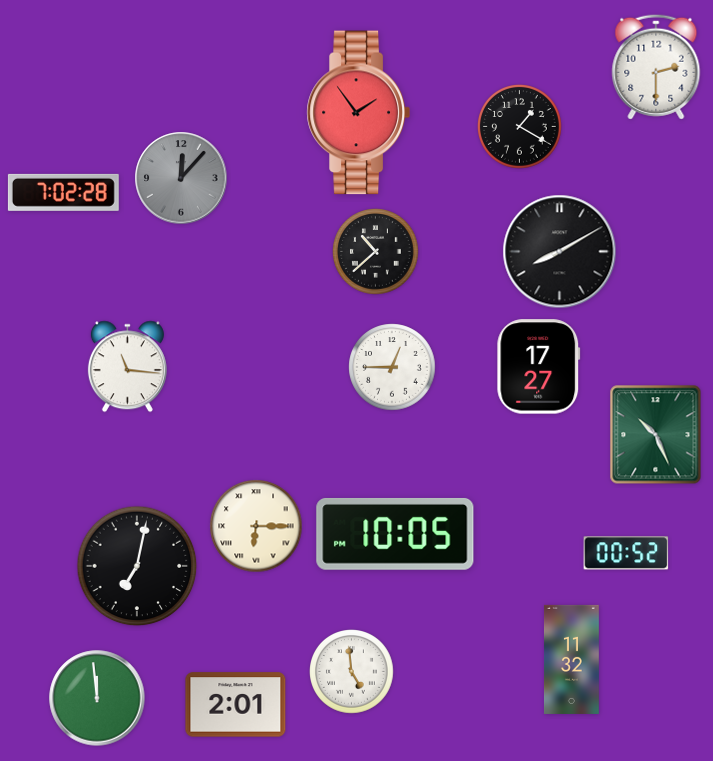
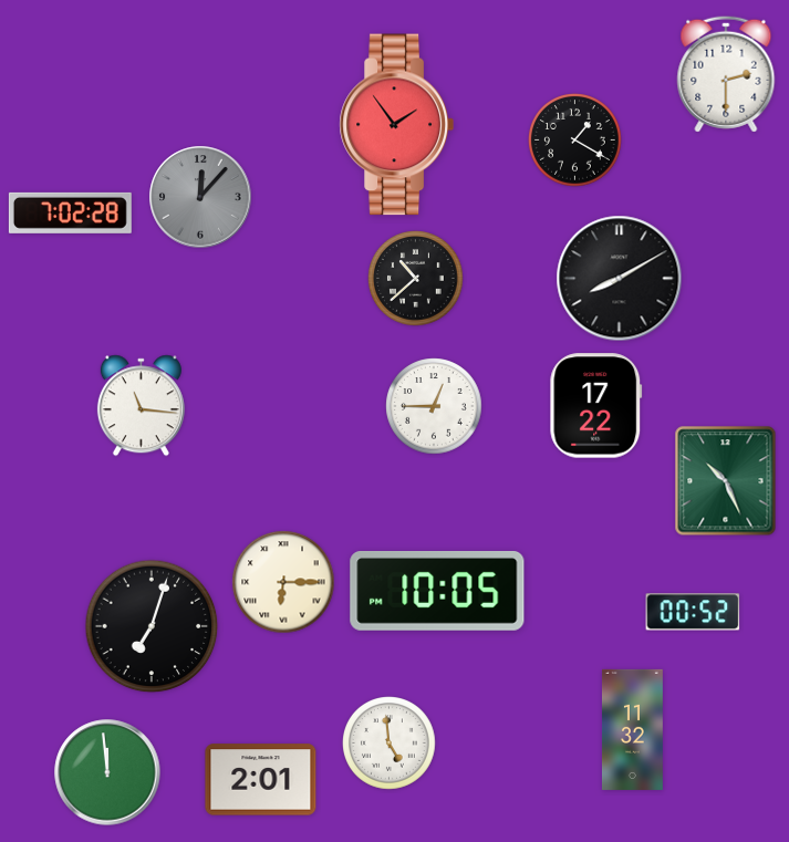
clock at (539, 367): 17:27 -> 17:22
clock at (137, 566): 7:02 -> 7:03
